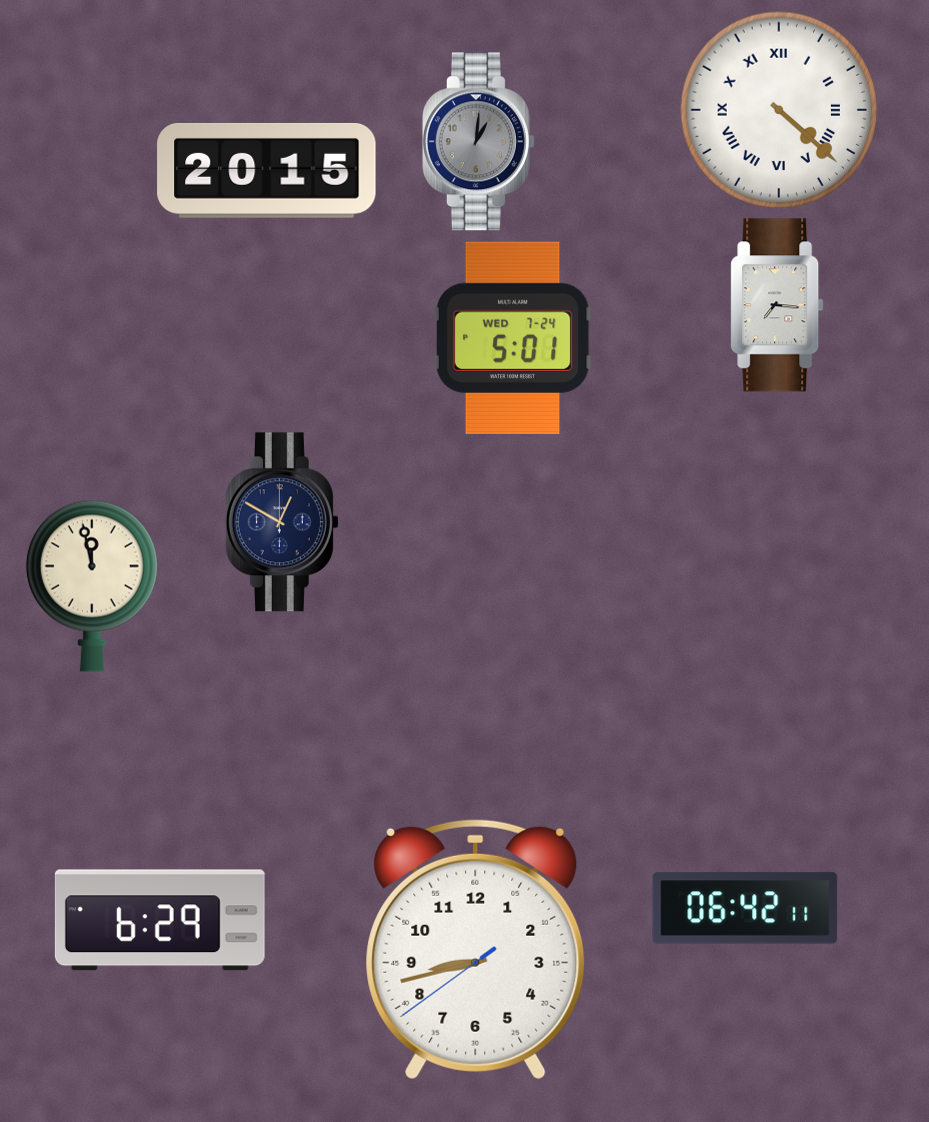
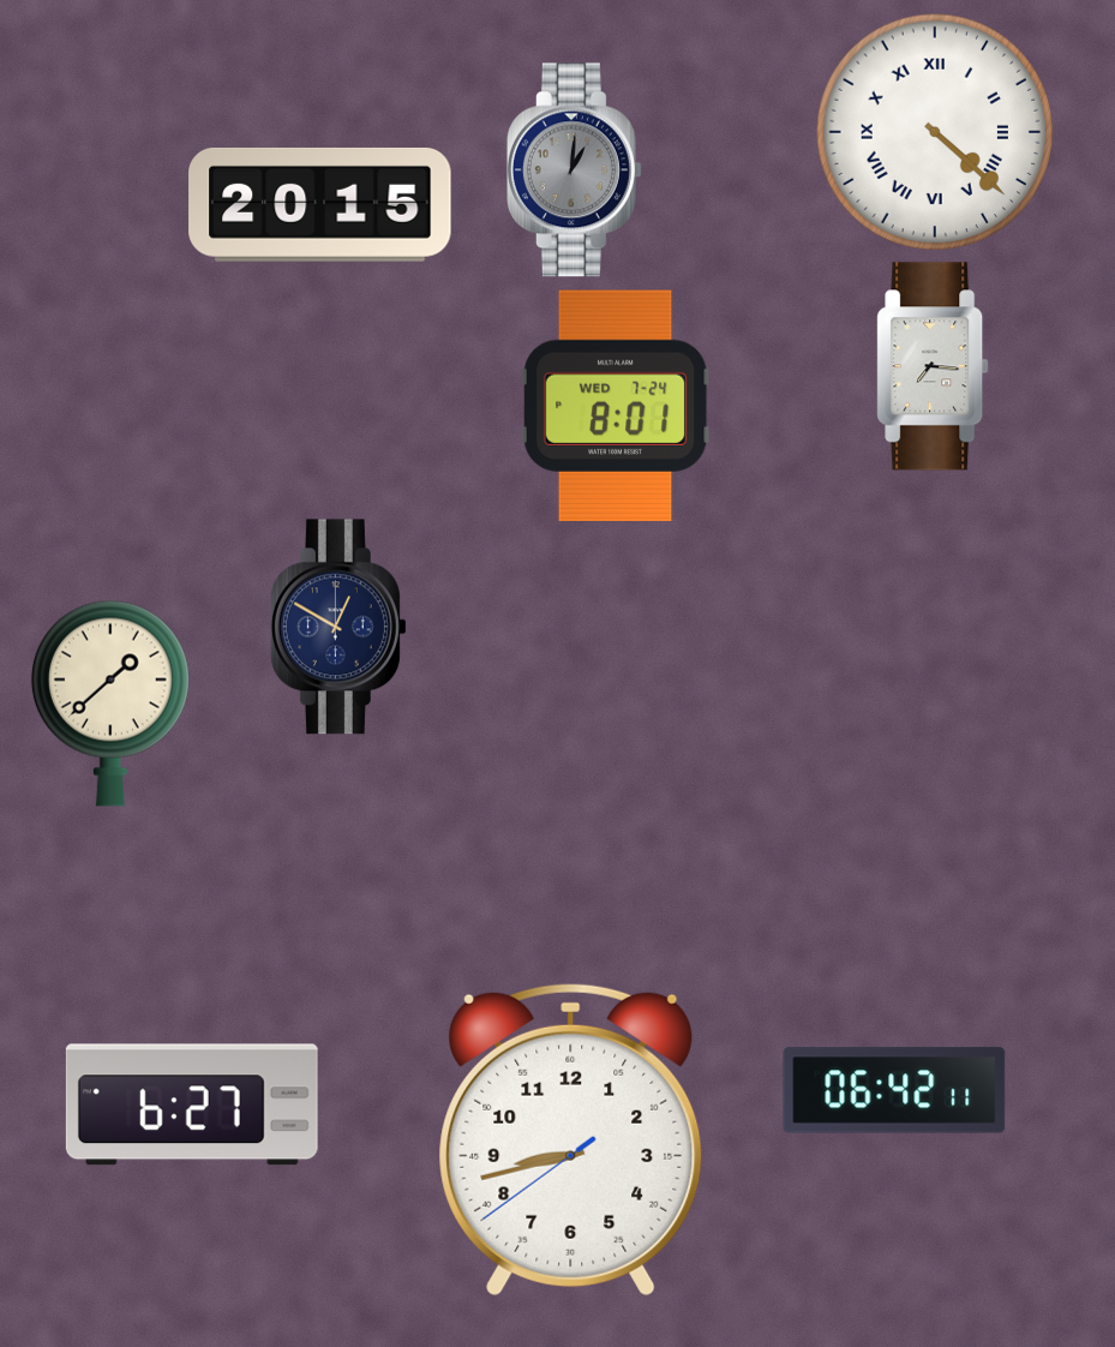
clock at (513, 338): 5:01 -> 8:01
clock at (92, 586): 11:58 -> 1:38
clock at (160, 920): 6:29 -> 6:27
